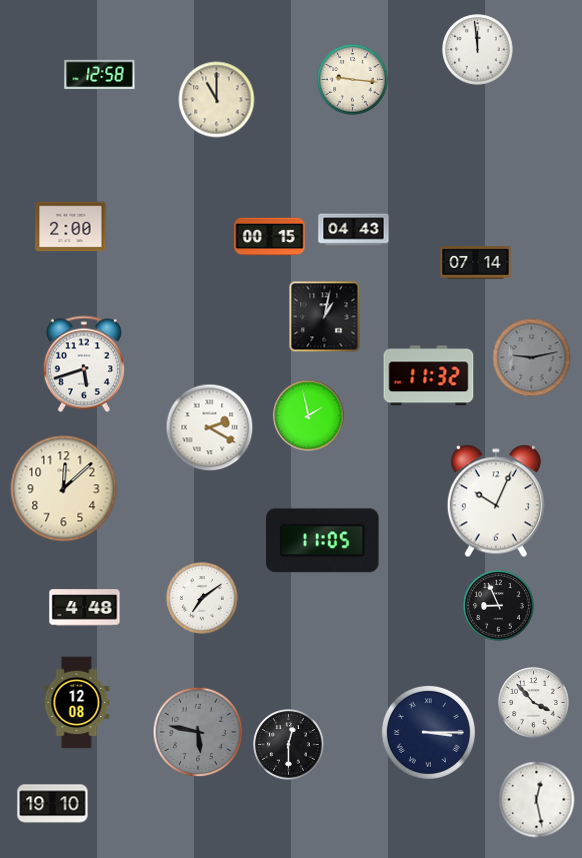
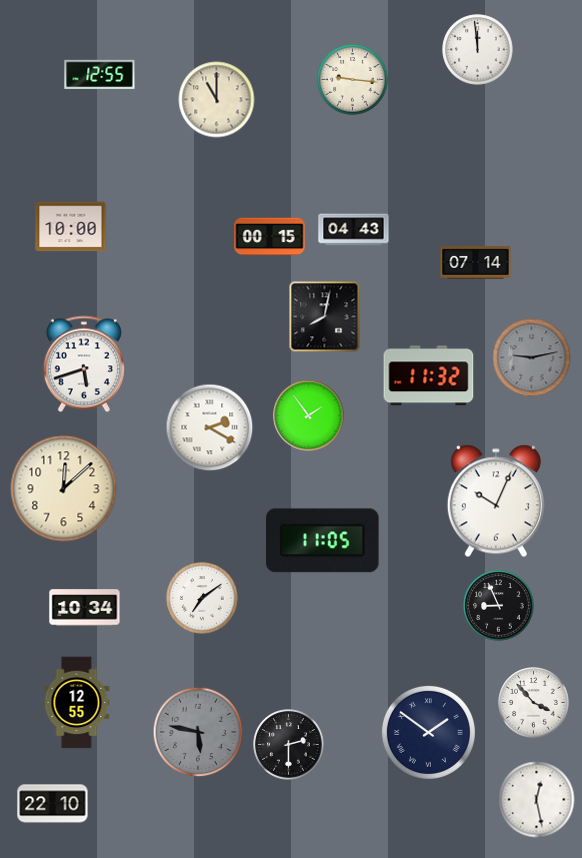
clock at (100, 74): 12:58 -> 12:55
clock at (71, 227): 2:00 -> 10:00
clock at (325, 317): 1:02 -> 8:02
clock at (309, 416): 1:58 -> 1:54
clock at (85, 608): 4:48 -> 10:34
clock at (77, 703): 12:08 -> 12:55
clock at (428, 732): 3:15 -> 1:51
clock at (289, 745): 12:30 -> 2:30
clock at (53, 804): 19:10 -> 22:10
